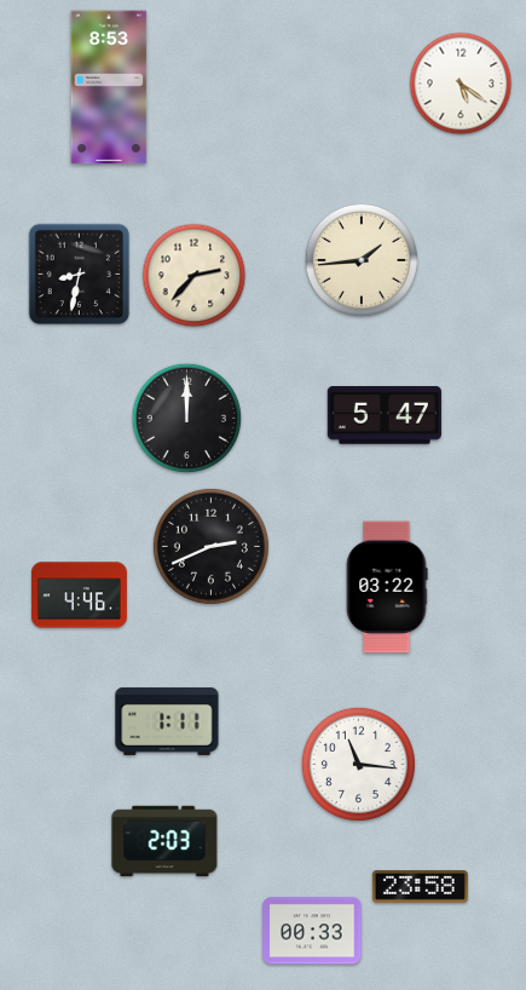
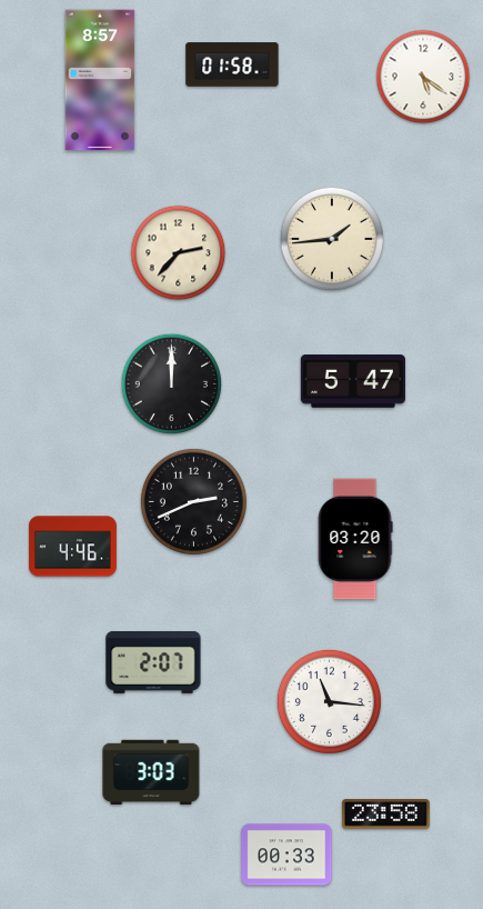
clock at (232, 64): none -> 01:58
clock at (109, 87): 8:53 -> 8:57
clock at (80, 275): 8:32 -> none
clock at (387, 587): 03:22 -> 03:20
clock at (167, 721): 1:11 -> 2:07
clock at (164, 841): 2:03 -> 3:03
